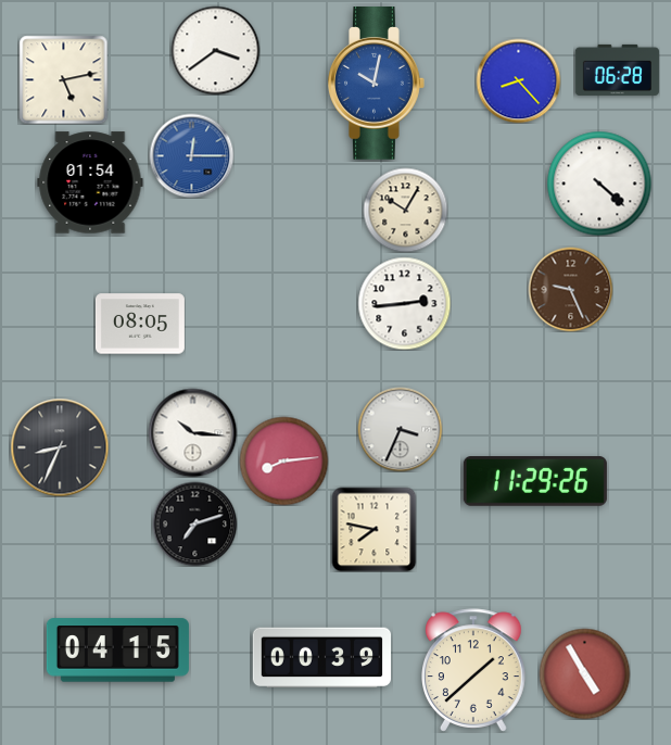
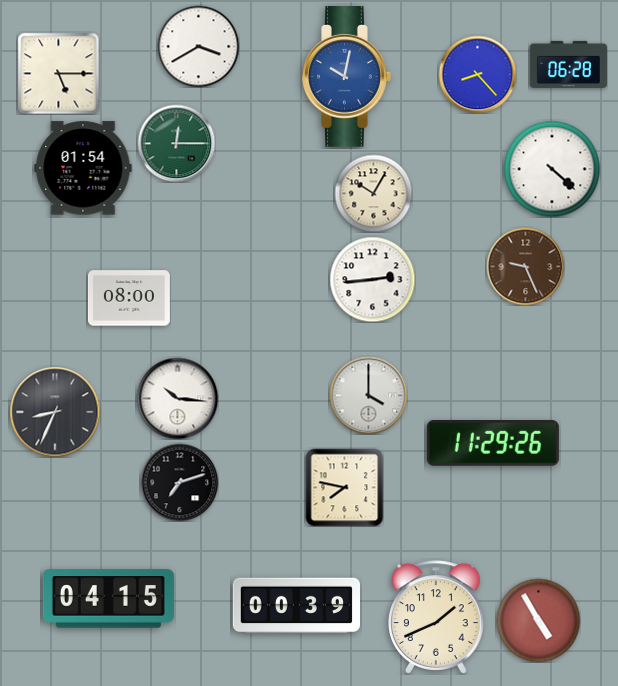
clock at (215, 50): 3:39 -> 3:40
clock at (63, 79): 5:13 -> 5:15
clock at (191, 155) dial: blue -> green
clock at (140, 324): 08:05 -> 08:00
clock at (400, 429): 3:34 -> 4:00
clock at (283, 460): 8:14 -> none
clock at (474, 670): 1:38 -> 1:41
